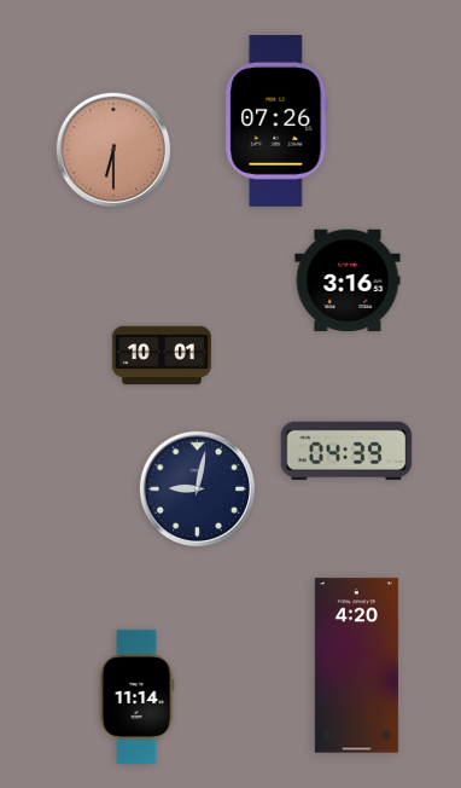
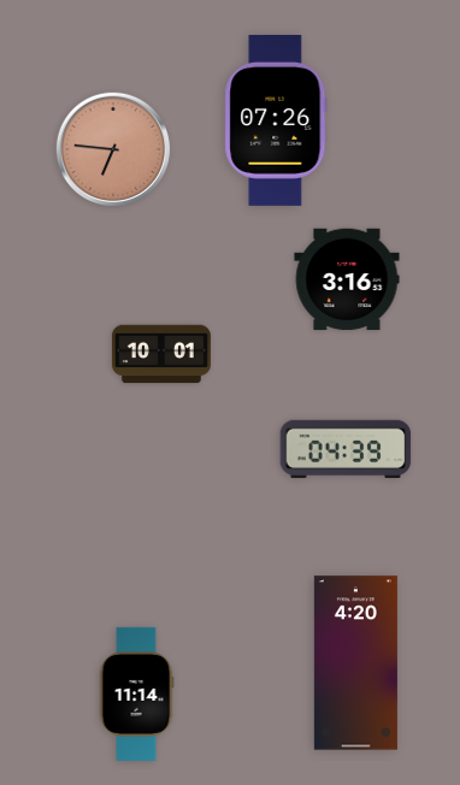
clock at (113, 150): 6:30 -> 6:46
clock at (197, 488): 9:02 -> none
